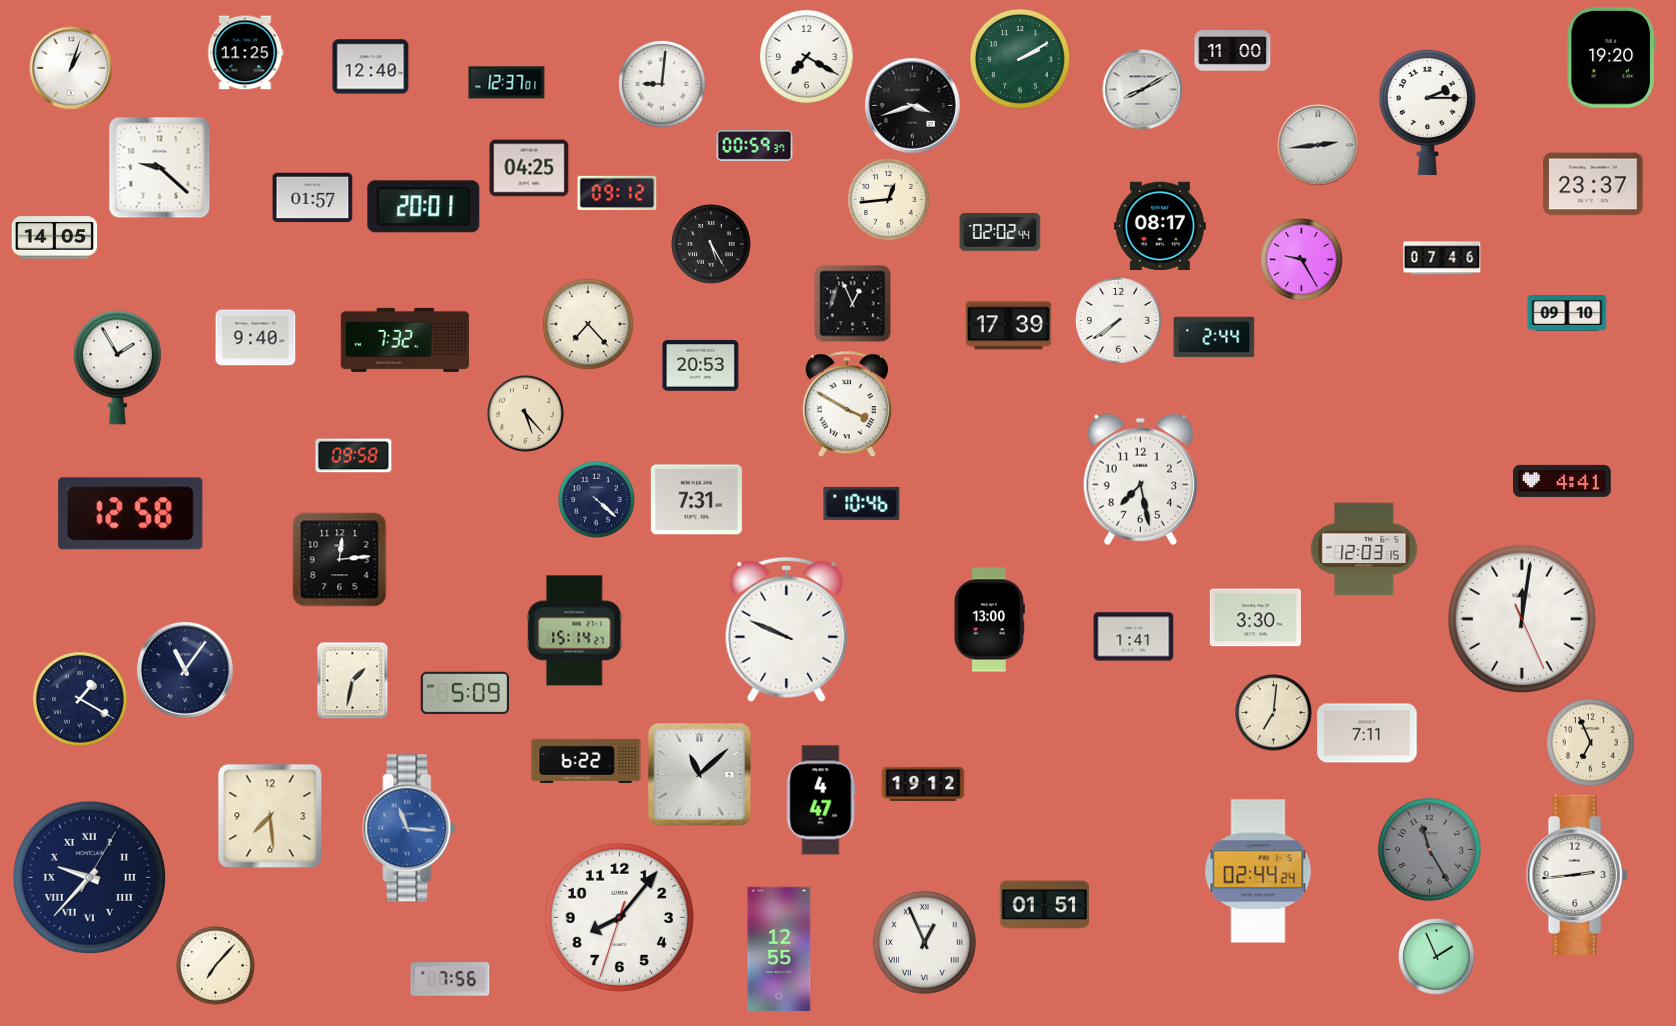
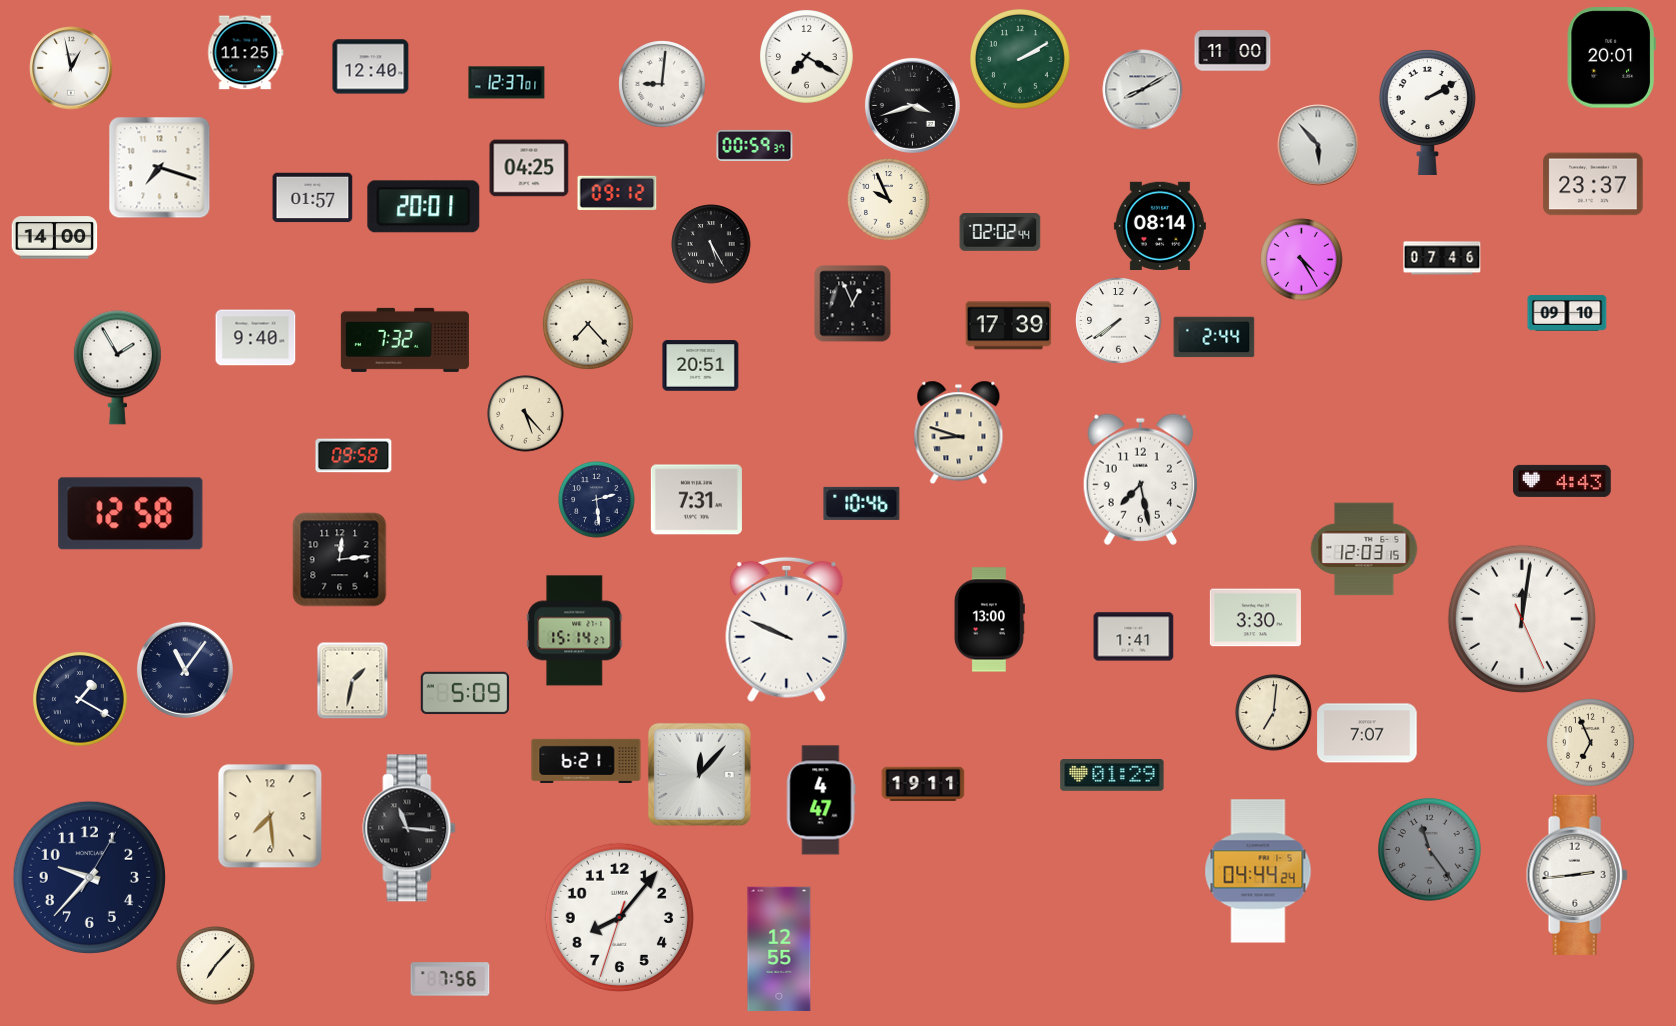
clock at (1611, 58): 19:20 -> 20:01
clock at (71, 68): 1:03 -> 12:58
clock at (1427, 111): 2:15 -> 2:10
clock at (1318, 145): 2:44 -> 5:53
clock at (160, 168): 9:22 -> 7:18
clock at (889, 200): 12:44 -> 9:56
clock at (1160, 225): 08:17 -> 08:14
clock at (55, 238): 14:05 -> 14:00
clock at (1302, 260): 9:25 -> 4:25
clock at (701, 366): 20:53 -> 20:51
clock at (847, 405): 3:50 -> none
clock at (959, 433): none -> 8:48
clock at (1562, 481): 4:41 -> 4:43
clock at (597, 500): 4:22 -> 2:29
clock at (1367, 733): 7:11 -> 7:07
clock at (586, 761): 6:22 -> 6:21
clock at (699, 774): 11:08 -> 12:07
clock at (1112, 776): none -> 01:29
clock at (923, 784): 19:12 -> 19:11
clock at (409, 828) dial: blue -> black
clock at (1429, 849): 11:25 -> 11:24
clock at (1258, 871): 02:44 -> 04:44
clock at (89, 877) numerals: Roman -> Arabic
clock at (1044, 905): 01:51 -> none
clock at (924, 942): 12:56 -> none
clock at (1437, 957): 1:56 -> none
